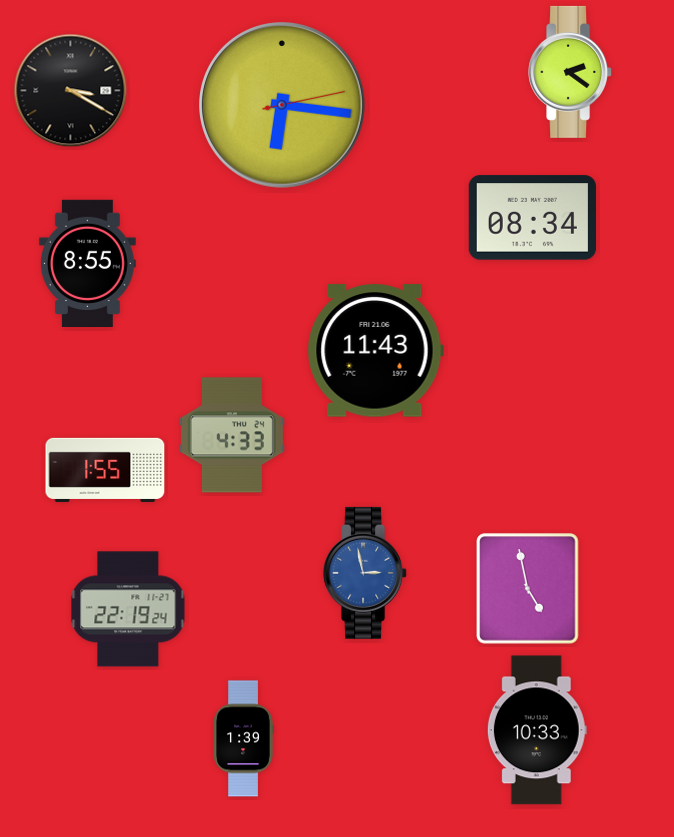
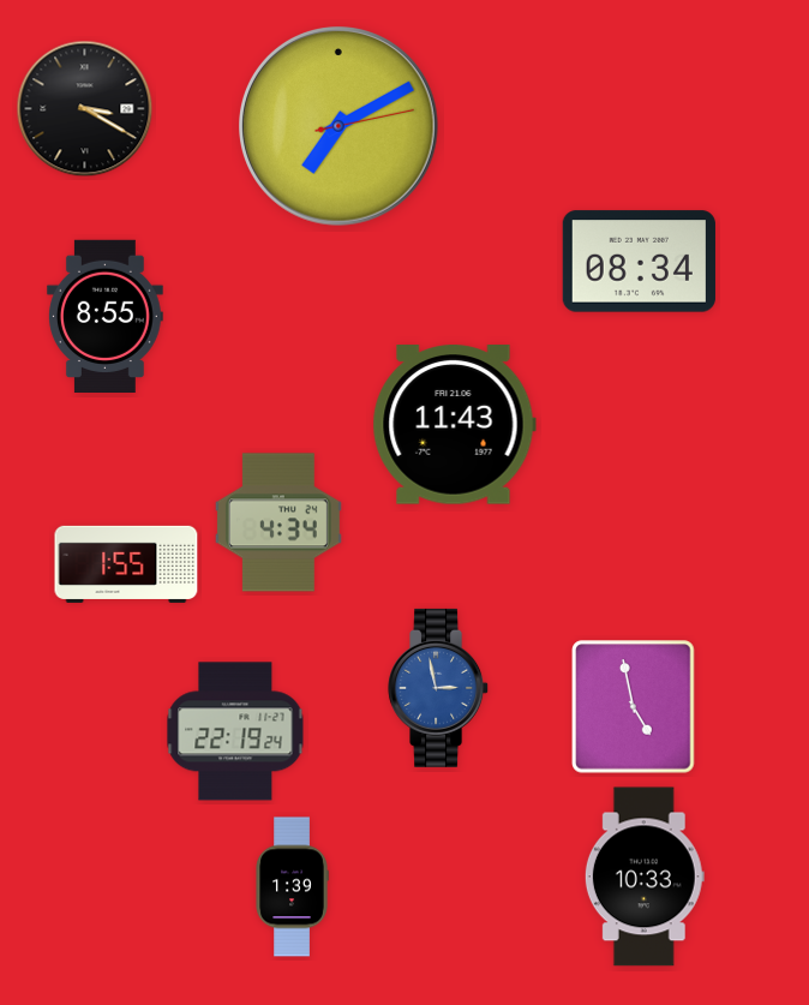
clock at (571, 72): 2:21 -> none
clock at (283, 106): 6:16 -> 7:10
clock at (375, 351) position: (375, 351) -> (454, 425)
clock at (232, 435): 4:33 -> 4:34
clock at (128, 609) position: (128, 609) -> (235, 731)
